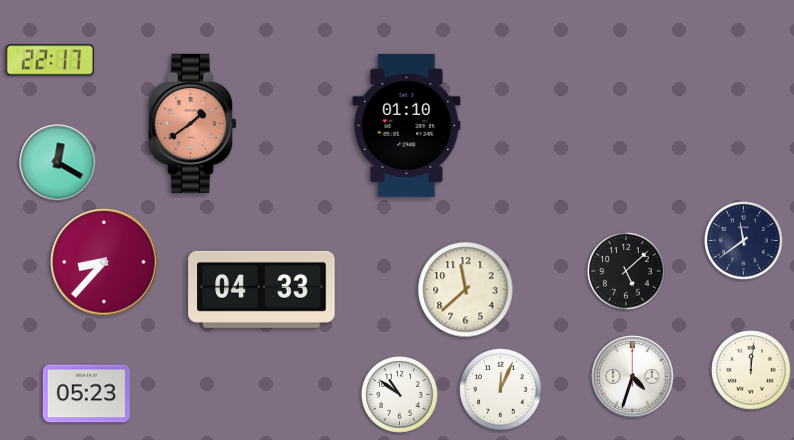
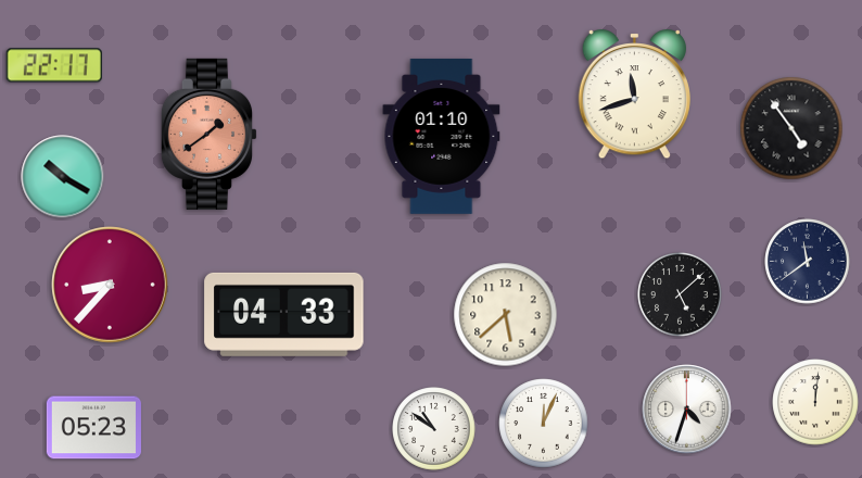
clock at (634, 96): none -> 11:42
clock at (791, 128): none -> 4:54
clock at (58, 163): 12:20 -> 10:20
clock at (104, 262) position: (104, 262) -> (110, 285)
clock at (466, 290): 11:38 -> 5:38
